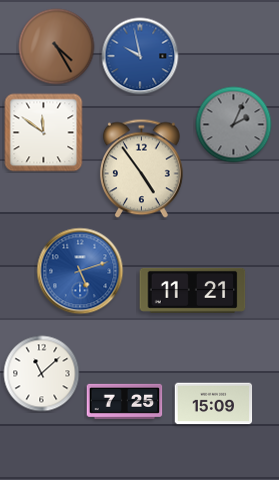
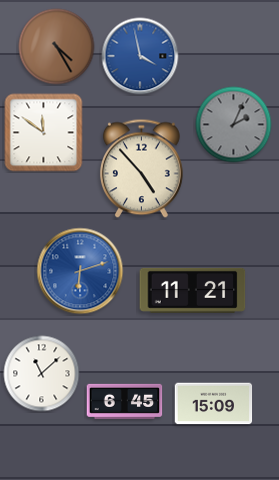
clock at (140, 56): 9:58 -> 3:58
clock at (141, 169): 4:54 -> 4:53
clock at (80, 271): 5:12 -> 6:12
clock at (125, 401): 7:25 -> 6:45
